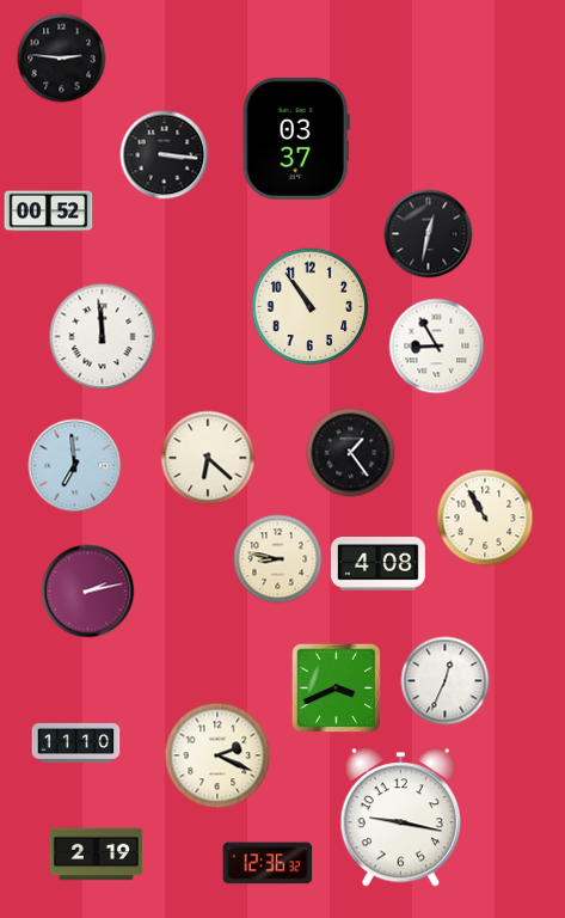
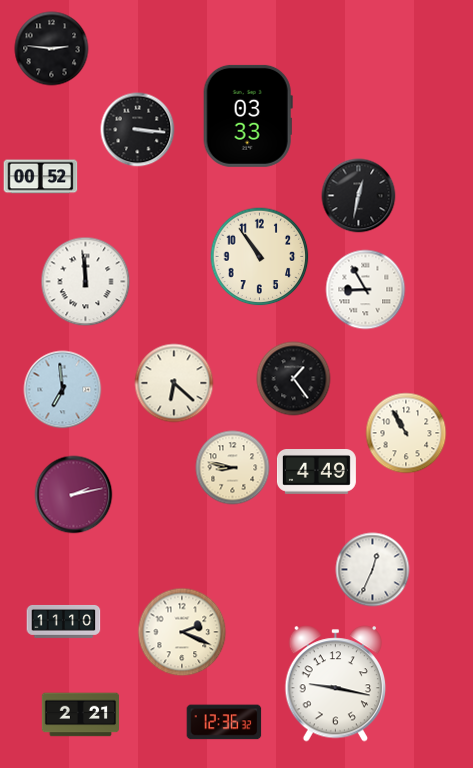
clock at (296, 139): 03:37 -> 03:33
clock at (377, 564): 4:08 -> 4:49
clock at (337, 688): 3:41 -> none
clock at (96, 855): 2:19 -> 2:21
